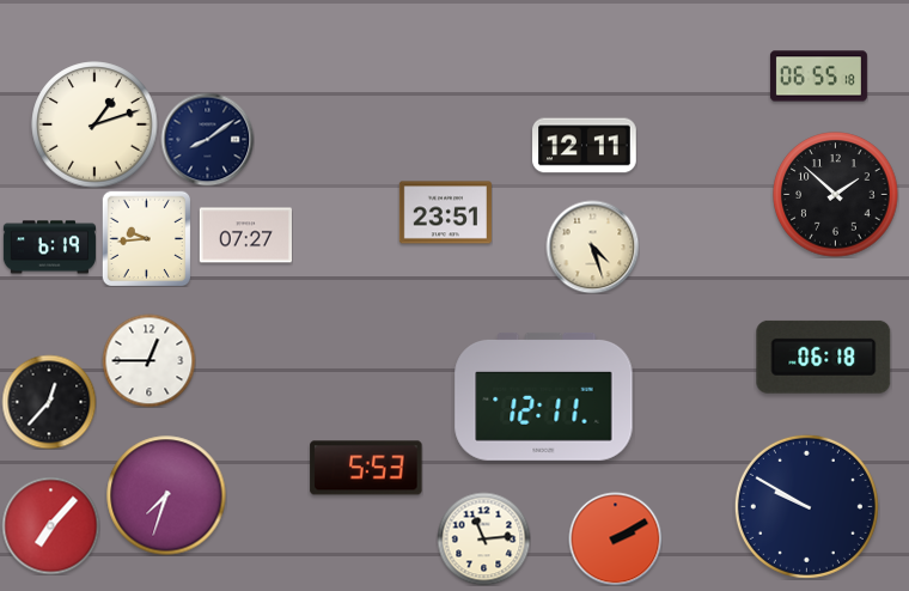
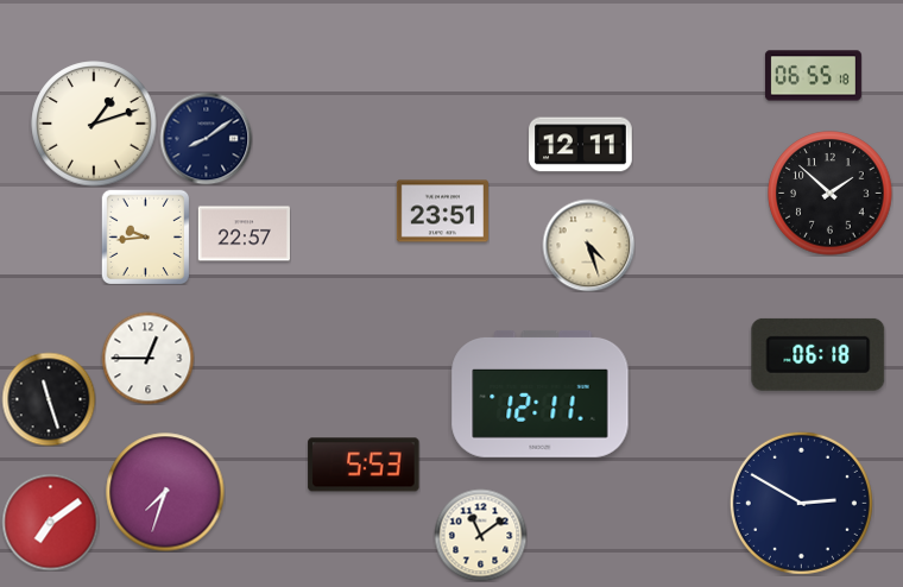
clock at (245, 236): 07:27 -> 22:57
clock at (49, 248): 6:19 -> none
clock at (49, 402): 12:37 -> 11:27
clock at (806, 506): 9:50 -> 2:50
clock at (50, 525): 7:07 -> 7:09
clock at (483, 538): 11:14 -> 11:09
clock at (615, 538): 2:10 -> none
